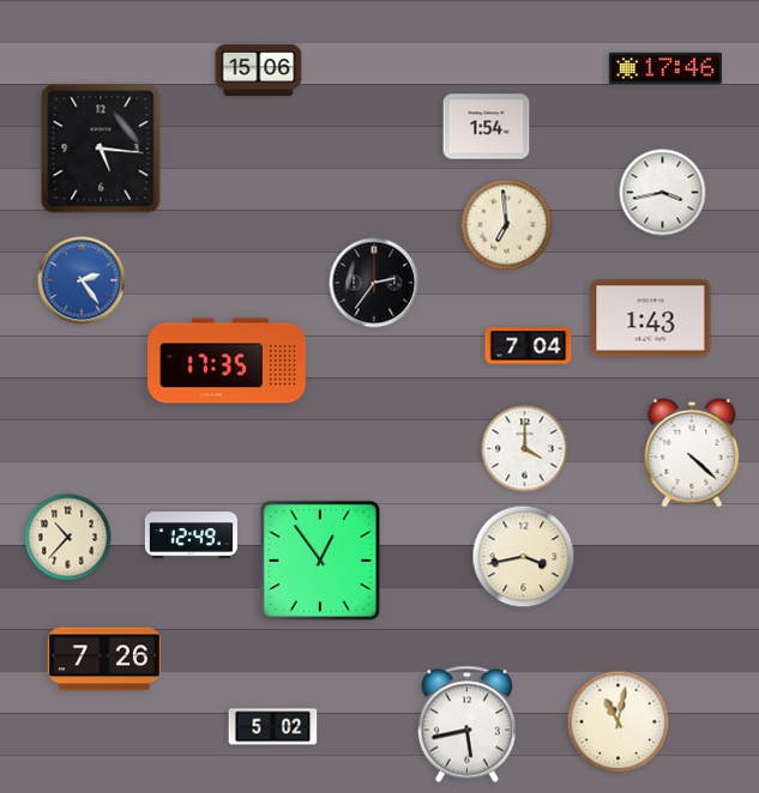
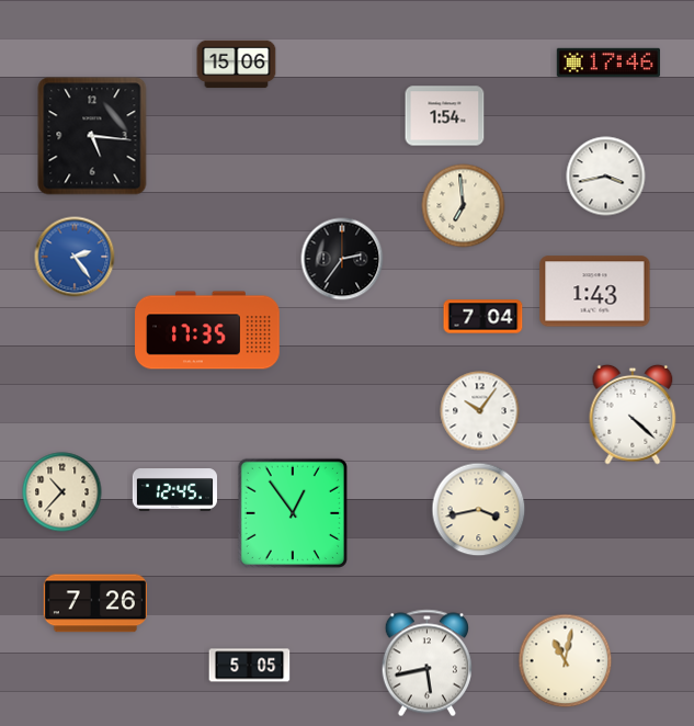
clock at (525, 449): 4:00 -> 10:06
clock at (191, 535): 12:49 -> 12:45
clock at (273, 727): 5:02 -> 5:05
